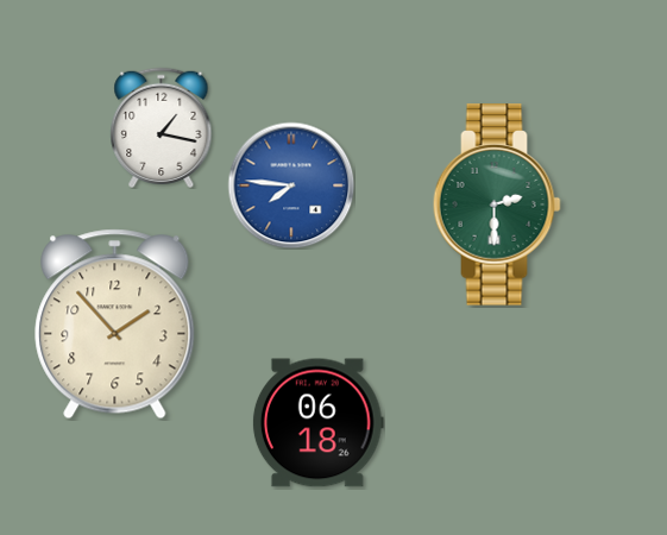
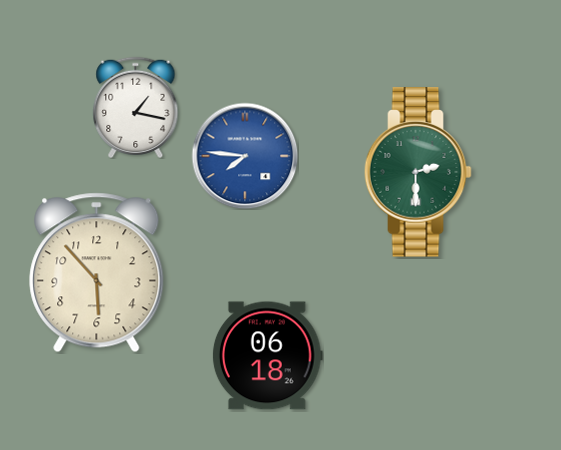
clock at (115, 325): 1:53 -> 5:53
